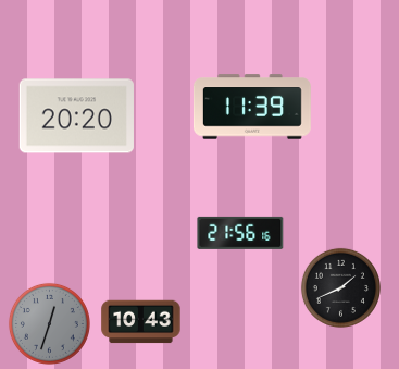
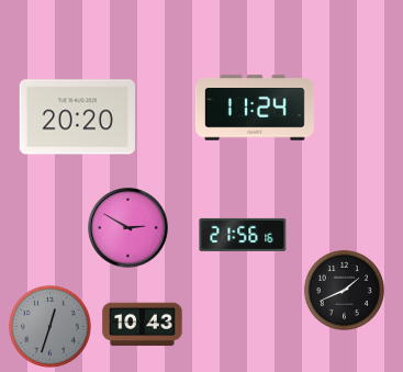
clock at (252, 107): 11:39 -> 11:24
clock at (128, 228): none -> 2:50
